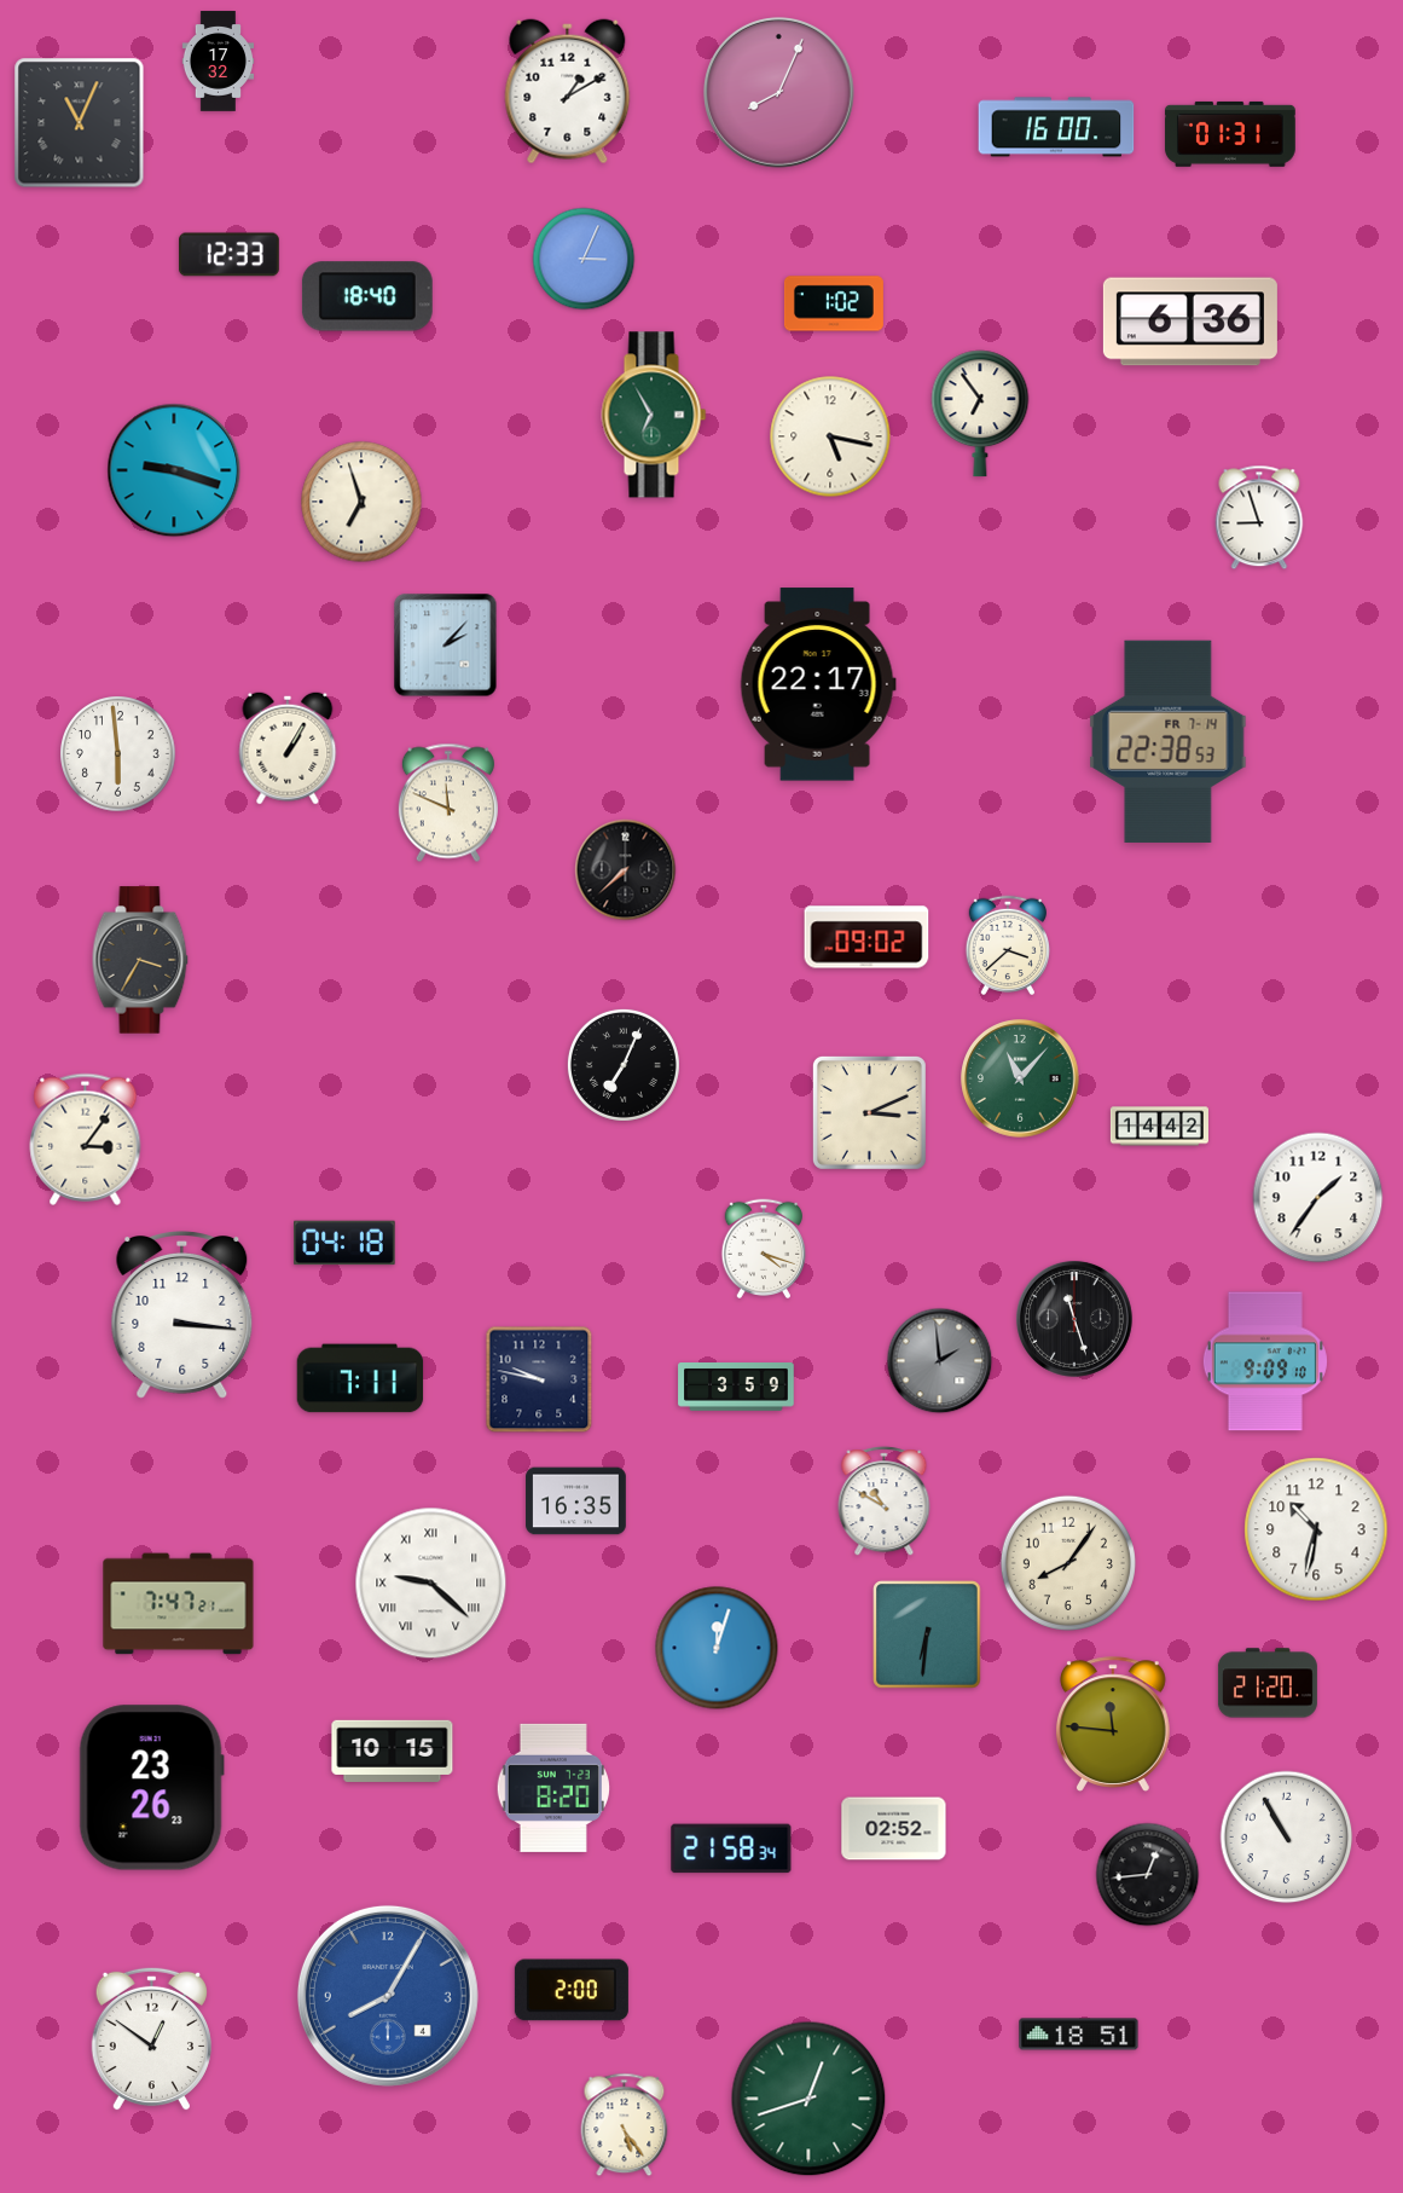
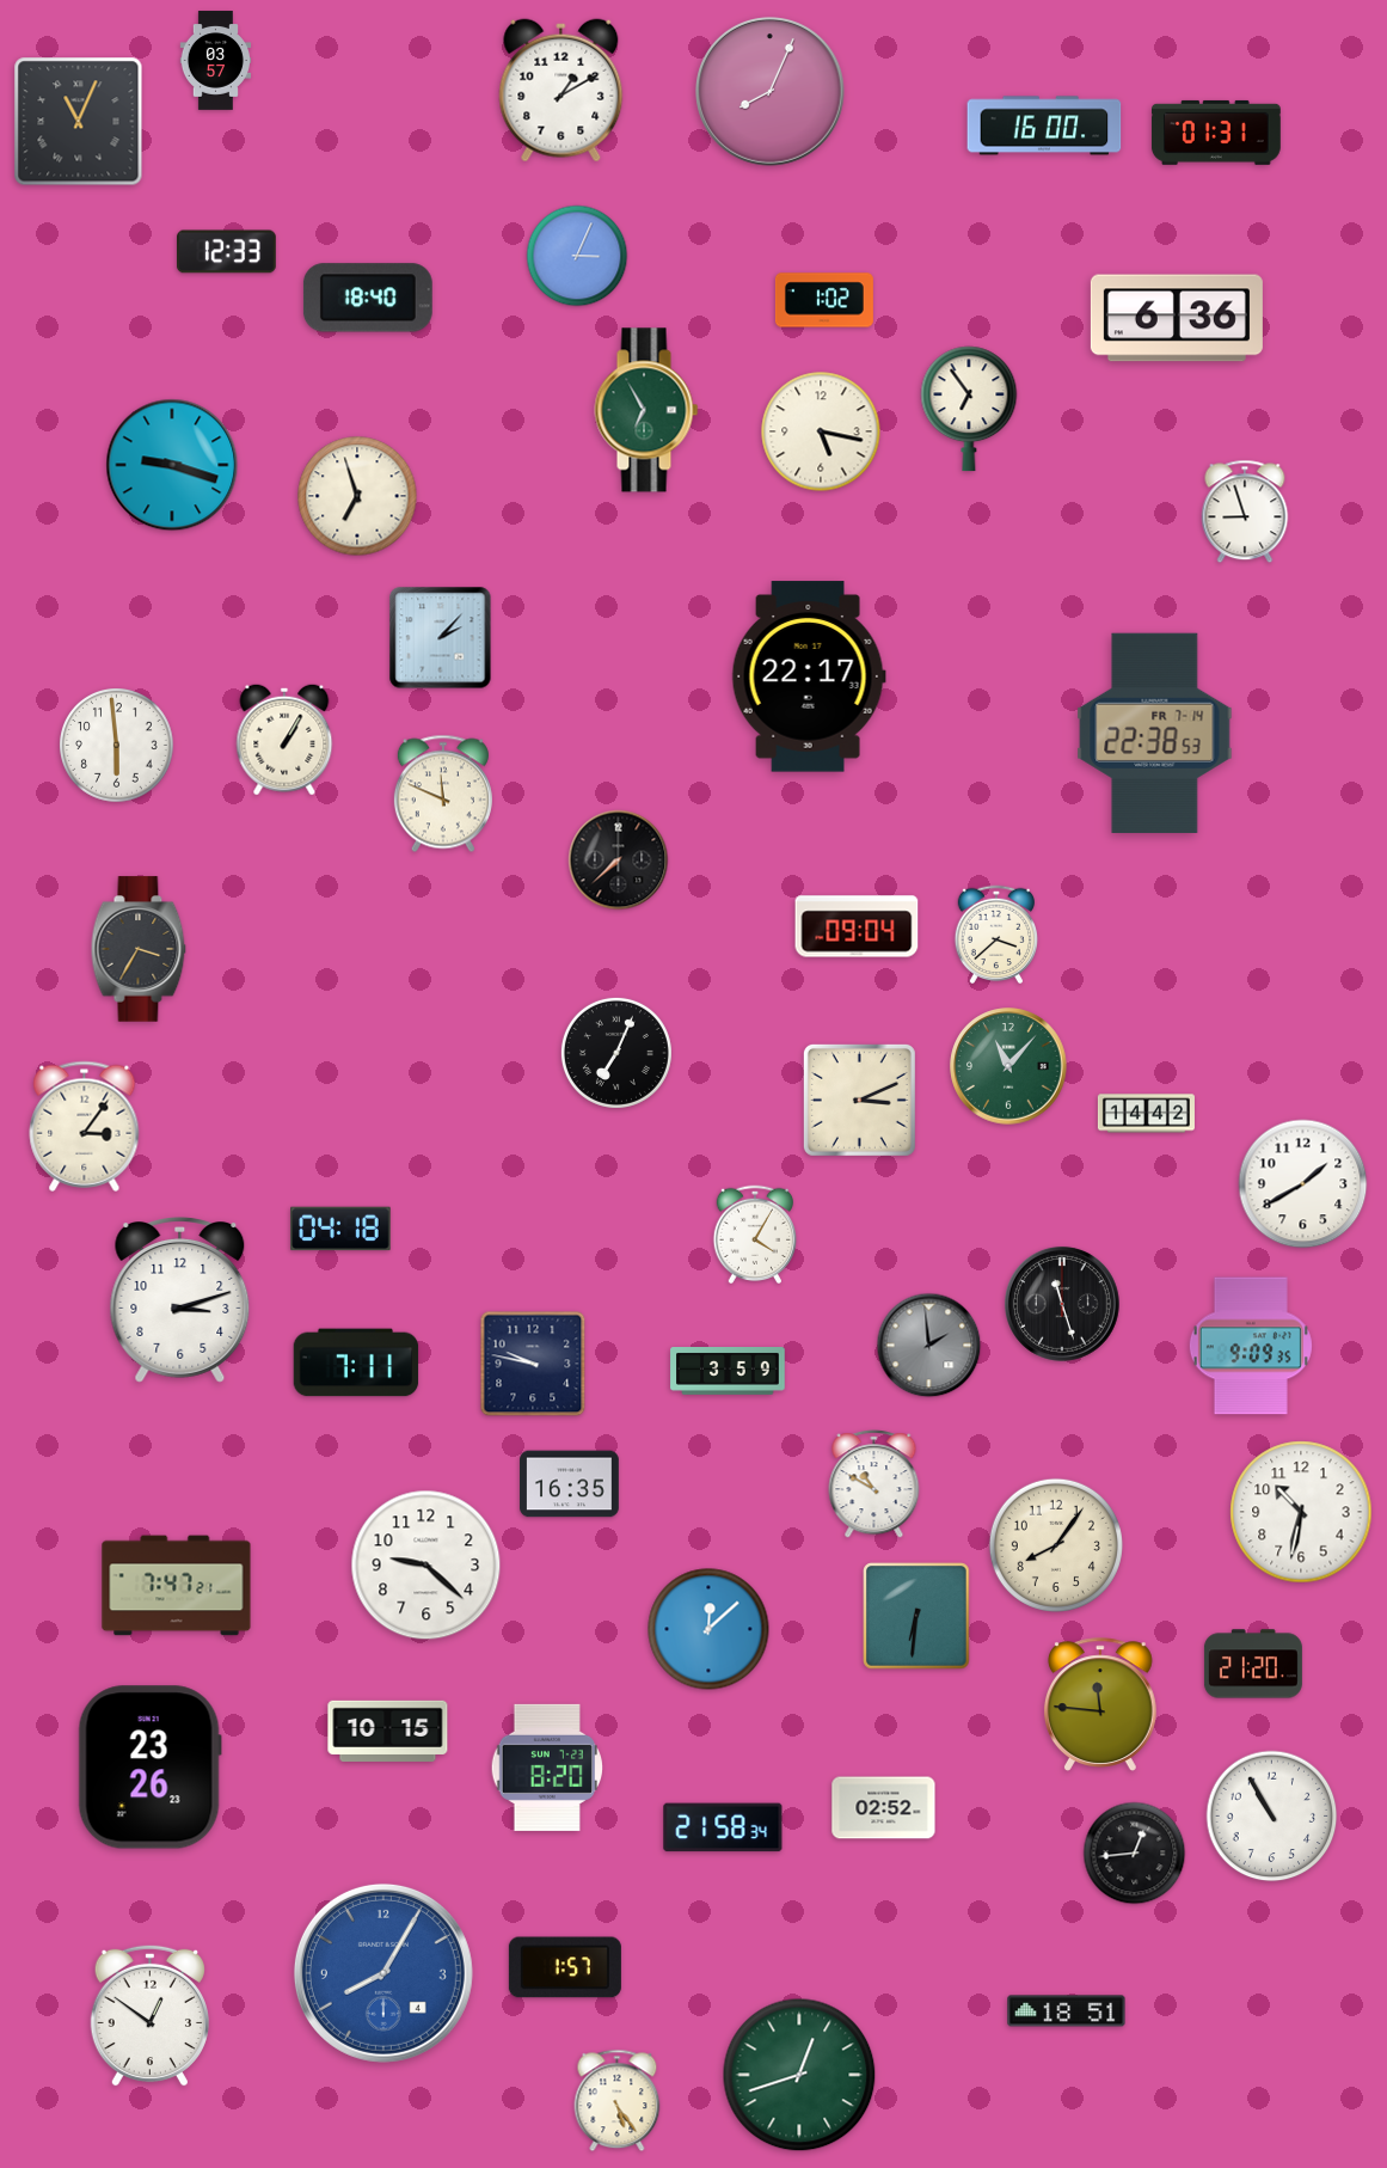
clock at (219, 62): 17:32 -> 03:57
clock at (367, 296) position: (367, 296) -> (368, 298)
clock at (866, 937): 09:02 -> 09:04
clock at (1318, 1198): 1:36 -> 1:40
clock at (764, 1248): 4:18 -> 4:05
clock at (182, 1315): 3:16 -> 3:12
clock at (1265, 1361): 9:09:10 -> 9:09:35
clock at (431, 1584) numerals: Roman -> Arabic
clock at (717, 1648): 12:03 -> 12:08
clock at (572, 1990): 2:00 -> 1:57
